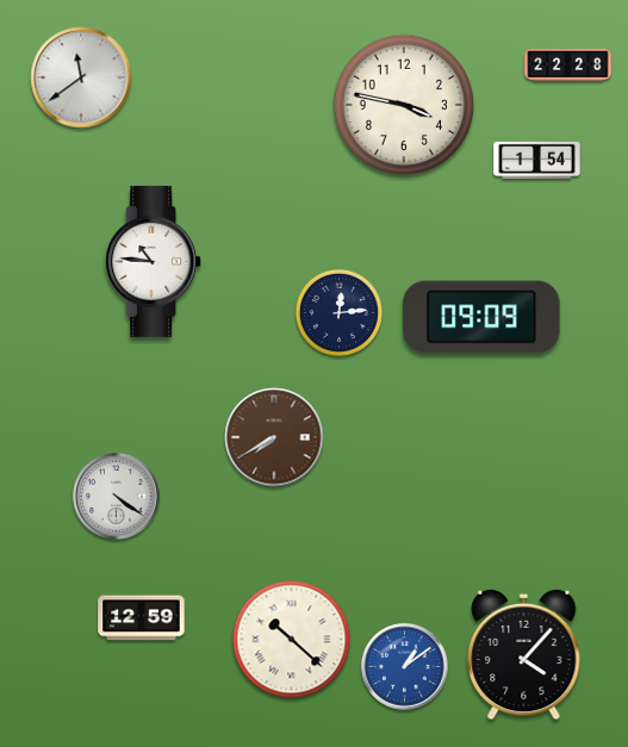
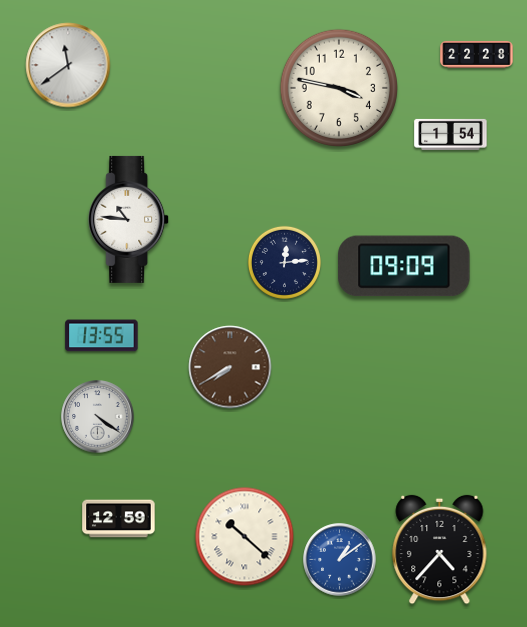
clock at (102, 336): none -> 13:55
clock at (524, 655): 4:07 -> 4:37
